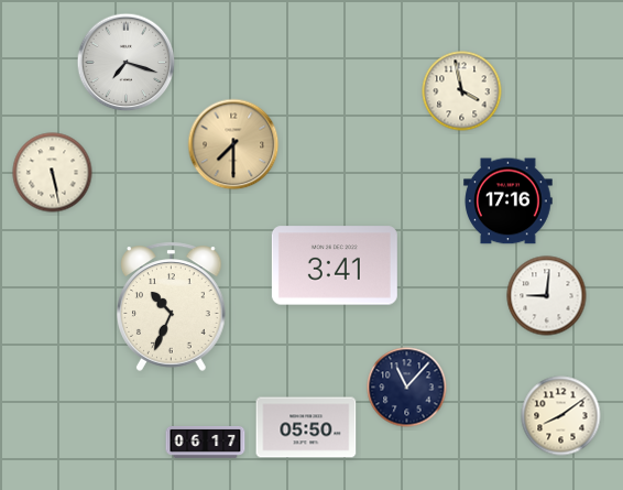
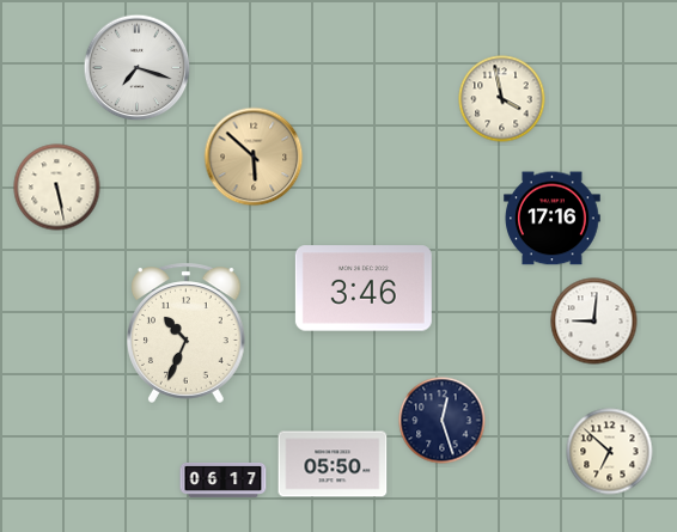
clock at (233, 144): 7:30 -> 5:52
clock at (335, 265): 3:41 -> 3:46
clock at (407, 388): 11:07 -> 12:27
clock at (561, 416): 8:09 -> 6:52
